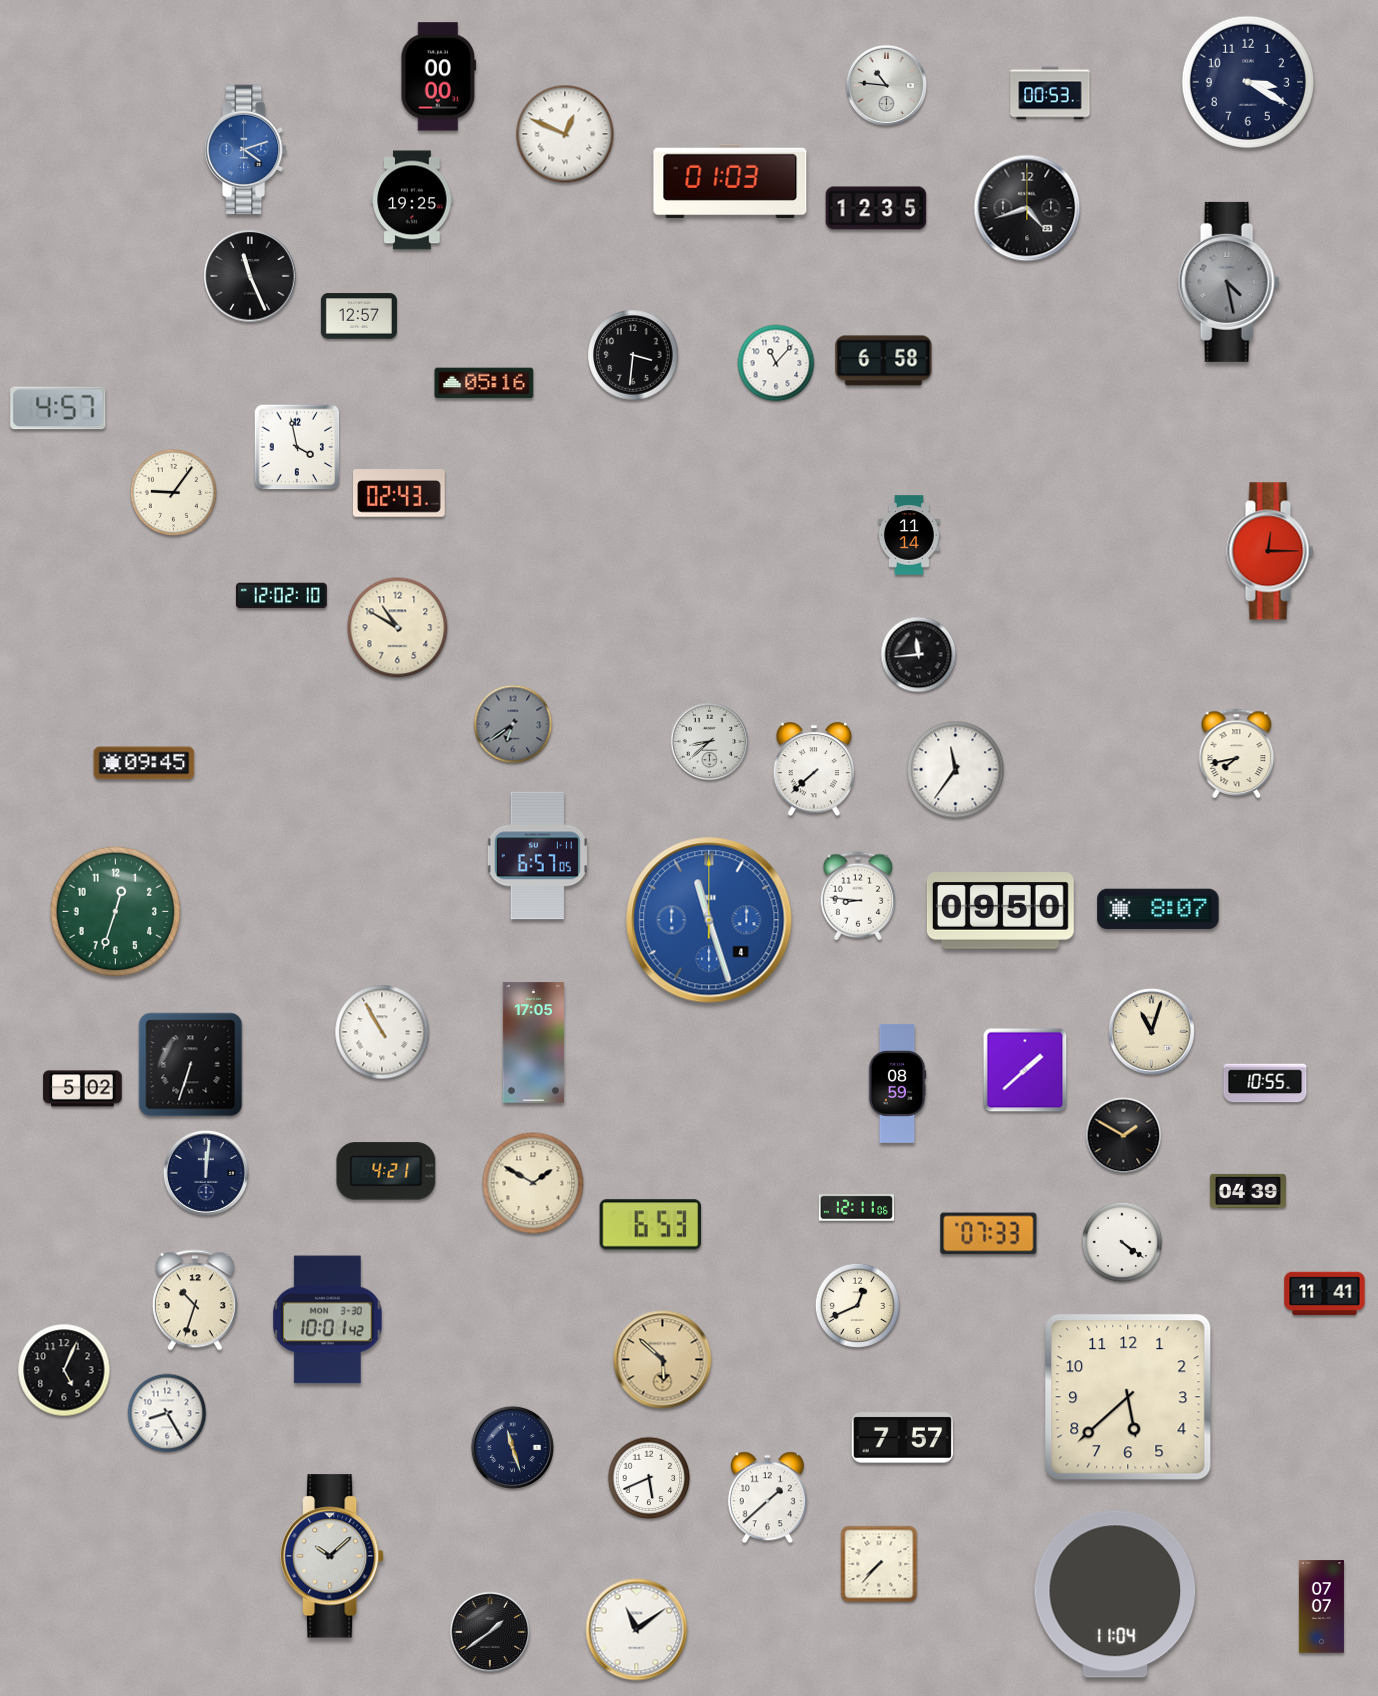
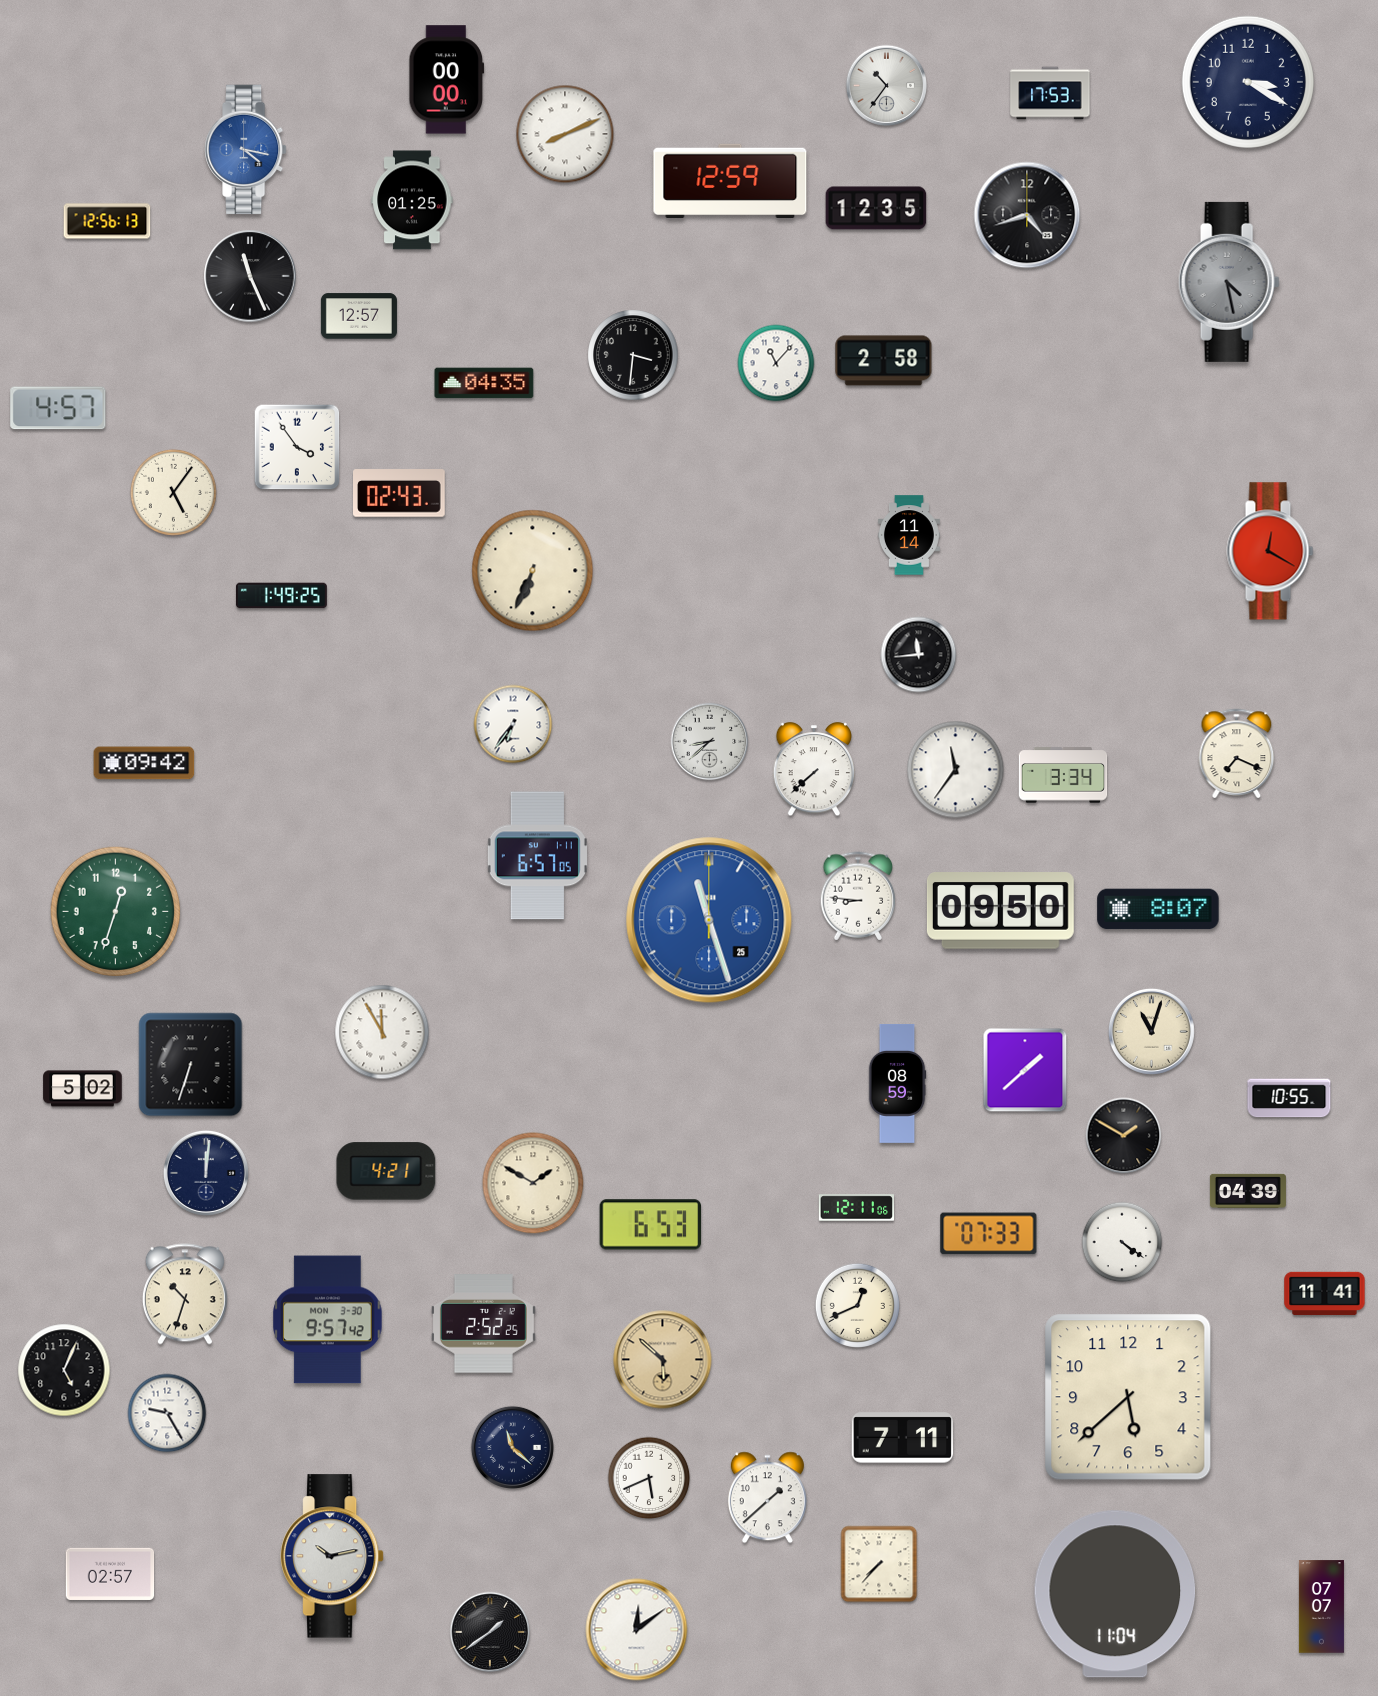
clock at (439, 77) position: (439, 77) -> (447, 80)
clock at (887, 86): 10:46 -> 10:36
clock at (1050, 93): 00:53 -> 17:53
clock at (565, 134): 12:49 -> 8:11
clock at (246, 150): 4:12 -> 4:17
clock at (730, 180): 01:03 -> 12:59
clock at (412, 200): 19:25 -> 01:25
clock at (1027, 208) position: (1027, 208) -> (1027, 215)
clock at (107, 221): none -> 12:56
clock at (884, 361): 6:58 -> 2:58
clock at (484, 383): 05:16 -> 04:35
clock at (297, 447): 3:58 -> 3:54
clock at (173, 492): 9:06 -> 5:06
clock at (1270, 551): 12:15 -> 12:20
clock at (533, 571): none -> 6:34
clock at (281, 596): 12:02 -> 1:49
clock at (398, 628): 10:50 -> none
clock at (513, 724): 6:39 -> 6:36
clock at (513, 724) dial: grey -> white
clock at (1237, 753): 7:43 -> 7:19
clock at (144, 763): 09:45 -> 09:42
clock at (1063, 775): none -> 3:34
clock at (709, 920) date: 4 -> 25
clock at (382, 1032): 10:55 -> 11:55
clock at (533, 1043): 17:05 -> none
clock at (1265, 1083) position: (1265, 1083) -> (1289, 1098)
clock at (195, 1300) position: (195, 1300) -> (185, 1294)
clock at (328, 1320): 10:01 -> 9:57
clock at (483, 1324): none -> 2:52
clock at (167, 1413): 8:25 -> 9:25
clock at (903, 1438): 7:57 -> 7:11
clock at (512, 1447): 11:27 -> 11:22
clock at (332, 1556): 10:08 -> 10:13
clock at (110, 1574): none -> 02:57
clock at (637, 1630): 11:09 -> 12:09
